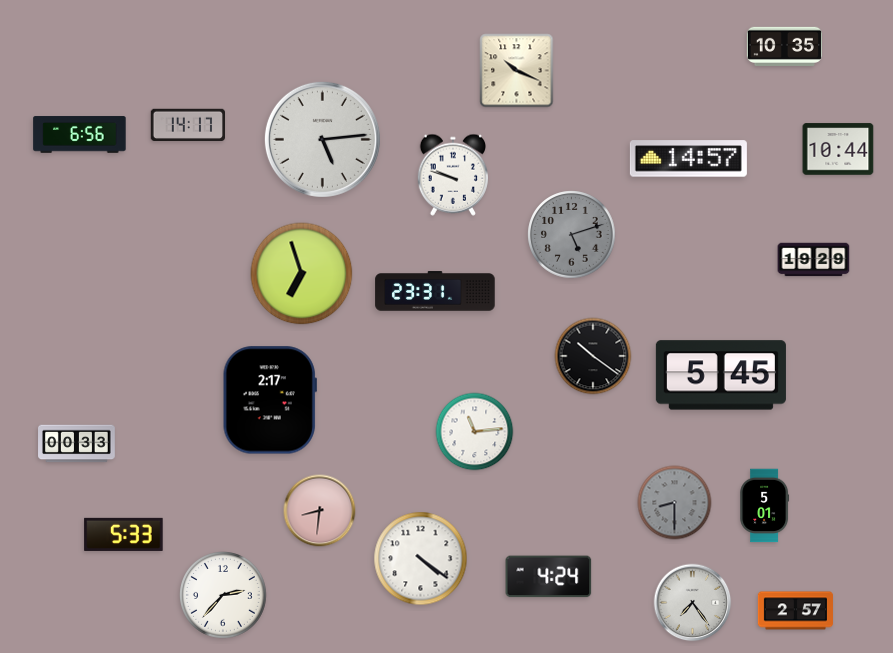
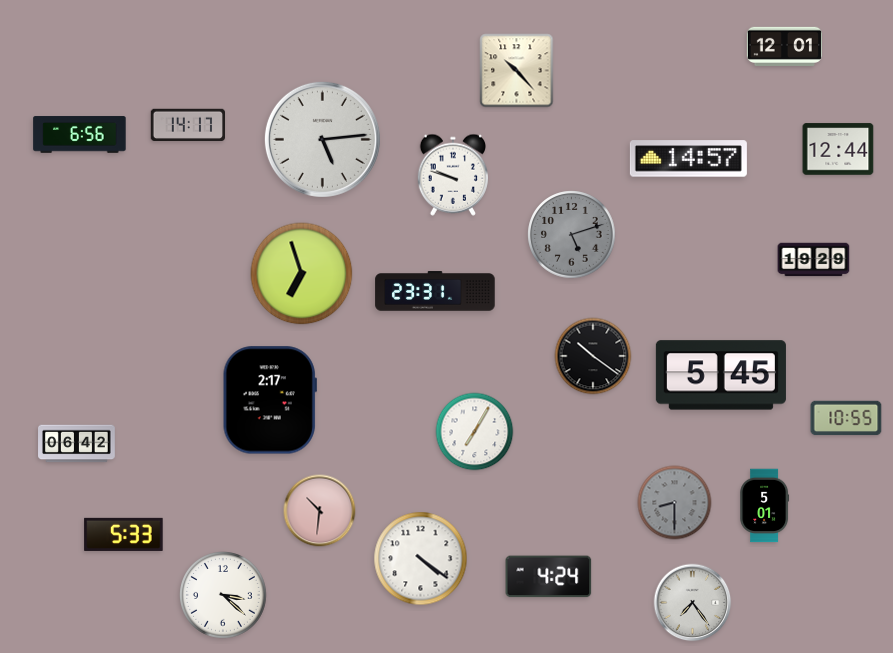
clock at (784, 46): 10:35 -> 12:01
clock at (517, 71): 10:19 -> 10:23
clock at (838, 149): 10:44 -> 12:44
clock at (846, 418): none -> 10:55
clock at (475, 432): 11:14 -> 7:05
clock at (77, 444): 00:33 -> 06:42
clock at (320, 511): 8:31 -> 10:31
clock at (224, 596): 2:37 -> 3:22
clock at (795, 611): 2:57 -> none
